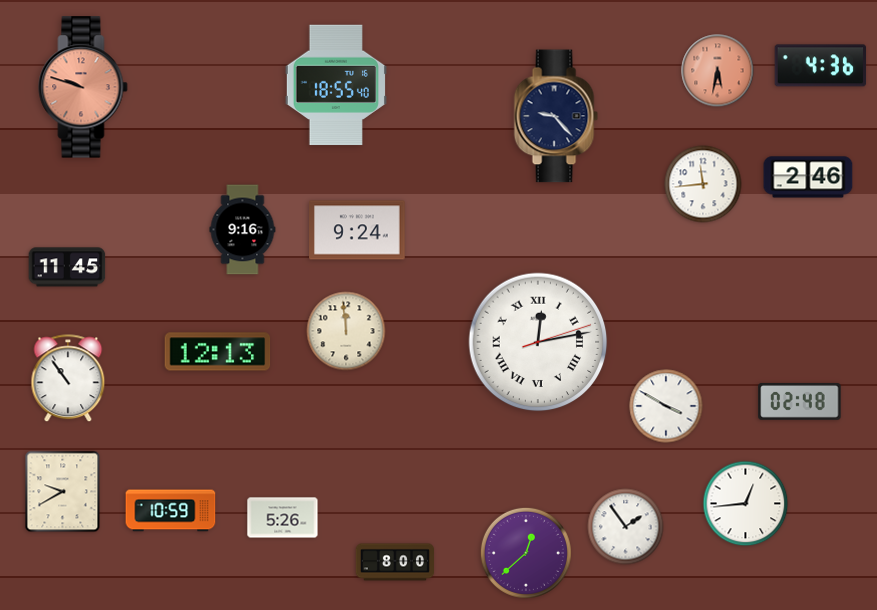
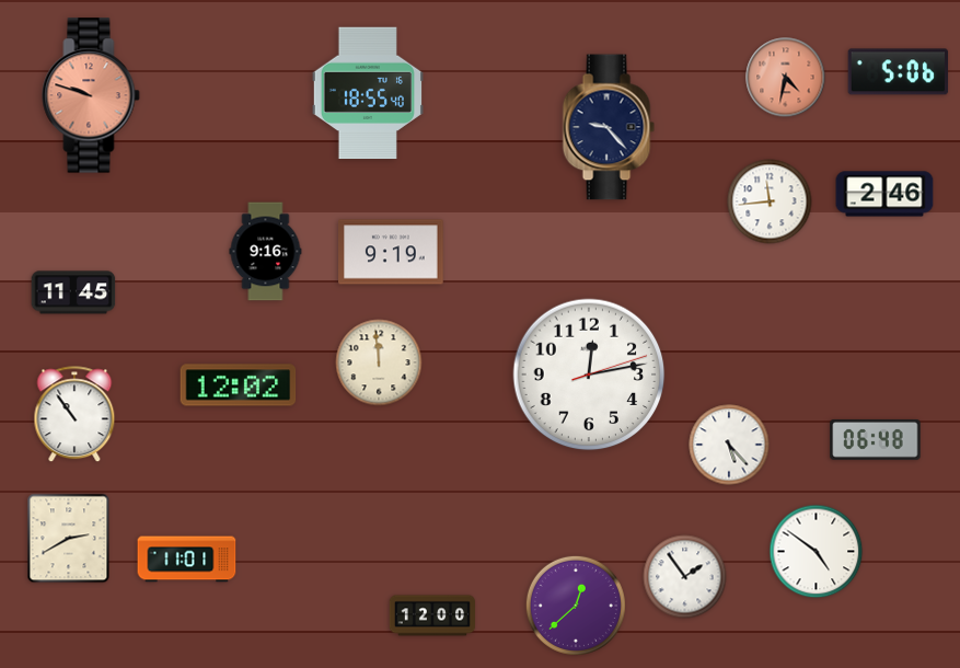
clock at (821, 66): 4:36 -> 5:06
clock at (718, 71): 5:32 -> 4:32
clock at (357, 230): 9:24 -> 9:19
clock at (538, 342) numerals: Roman -> Arabic
clock at (218, 352): 12:13 -> 12:02
clock at (800, 401): 02:48 -> 06:48
clock at (666, 406): 3:50 -> 5:23
clock at (63, 492): 9:40 -> 2:40
clock at (746, 504): 12:44 -> 4:51
clock at (171, 511): 10:59 -> 11:01
clock at (283, 518): 5:26 -> none
clock at (394, 562): 8:00 -> 12:00
